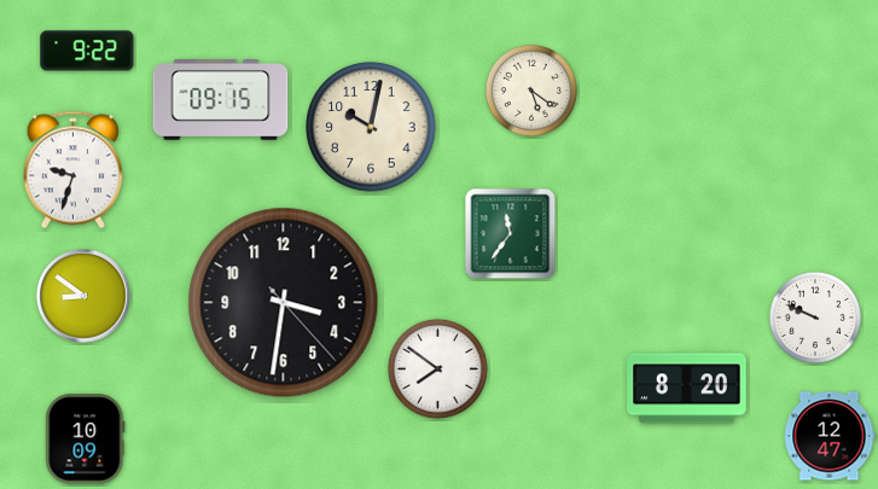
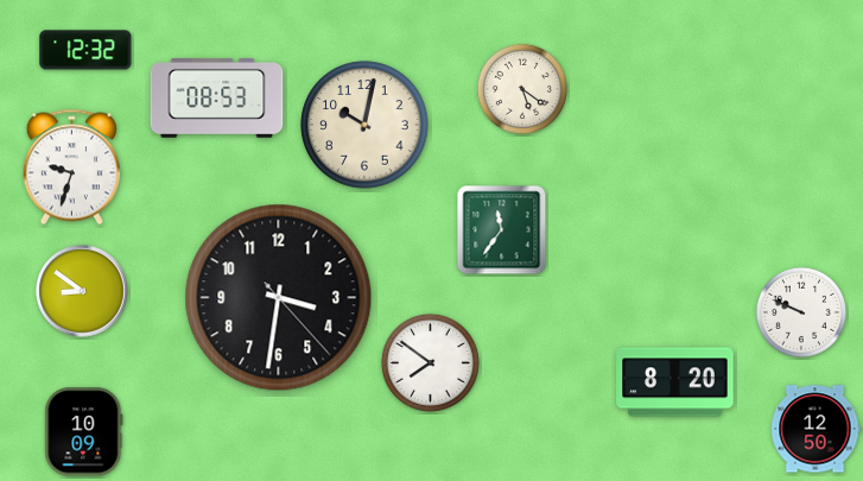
clock at (87, 51): 9:22 -> 12:32
clock at (221, 99): 09:15 -> 08:53
clock at (830, 436): 12:47 -> 12:50
